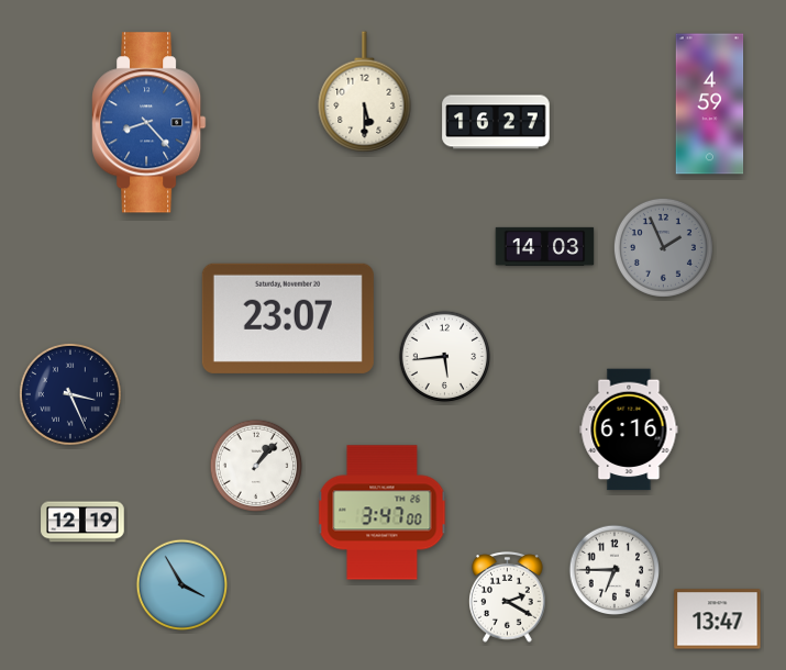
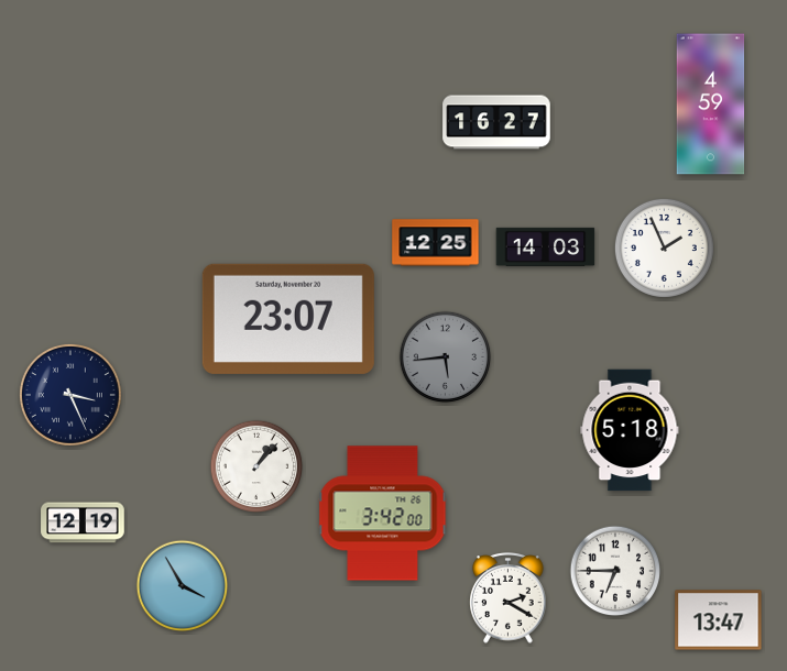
clock at (365, 92): 5:30 -> none
clock at (150, 123): 8:23 -> none
clock at (436, 243): none -> 12:25
clock at (663, 247) dial: grey -> white
clock at (445, 357) dial: white -> grey
clock at (629, 429): 6:16 -> 5:18
clock at (383, 513): 3:47 -> 3:42
